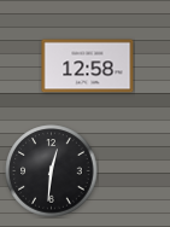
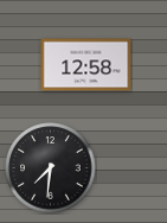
clock at (52, 171): 12:31 -> 7:31
